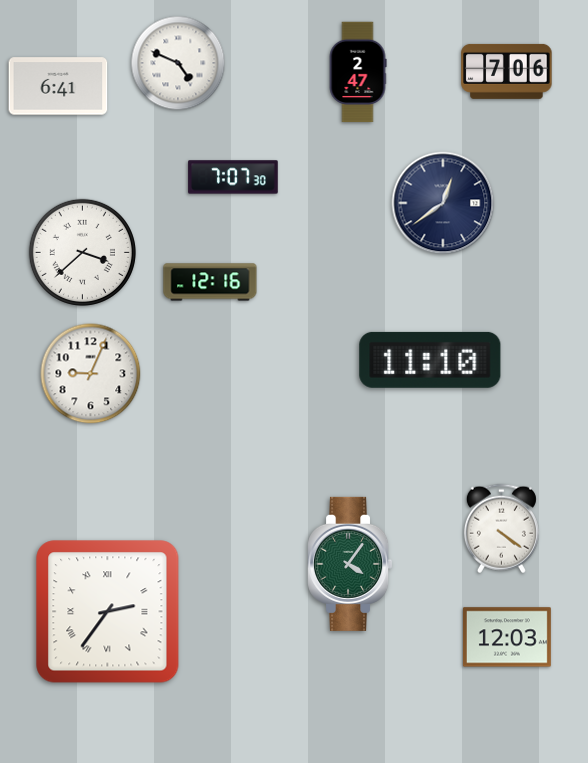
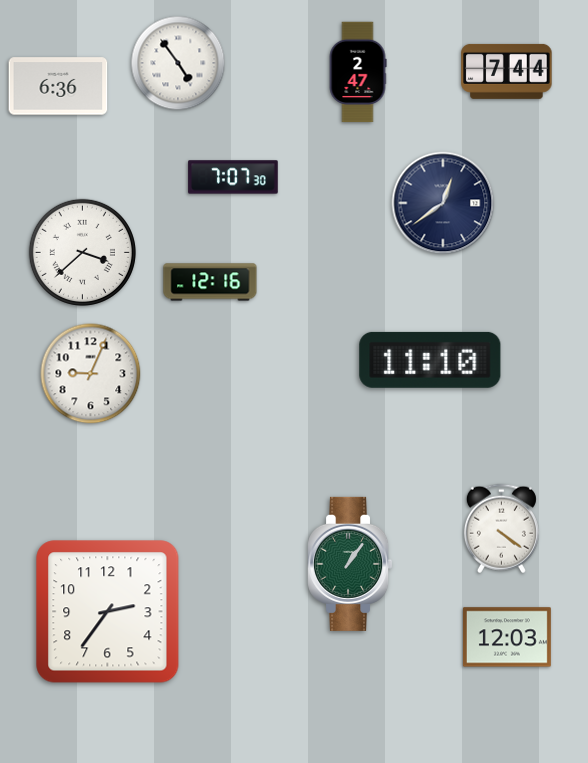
clock at (178, 63): 4:49 -> 4:54
clock at (507, 71): 7:06 -> 7:44
clock at (58, 86): 6:41 -> 6:36
clock at (350, 564): 4:06 -> 1:06
clock at (108, 612) numerals: Roman -> Arabic
